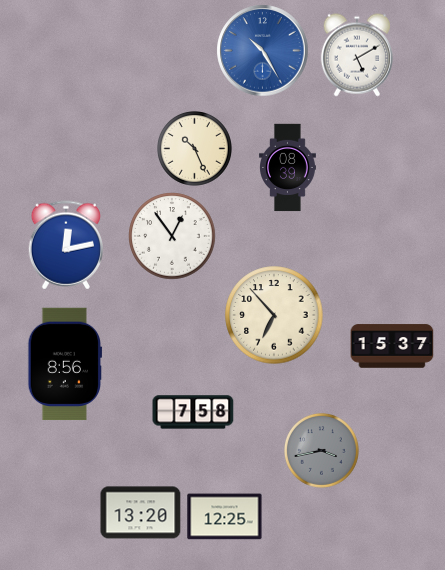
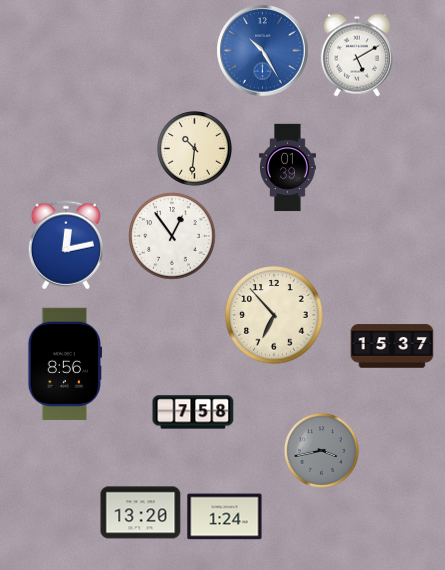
clock at (195, 149): 10:26 -> 10:31
clock at (288, 168): 08:39 -> 01:39
clock at (225, 517): 12:25 -> 1:24
